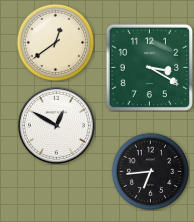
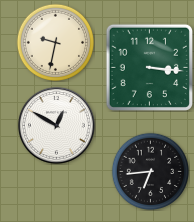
clock at (55, 42): 12:39 -> 9:32
clock at (149, 67): 3:20 -> 3:16
